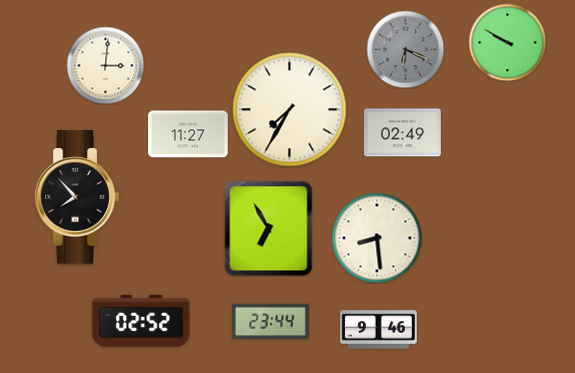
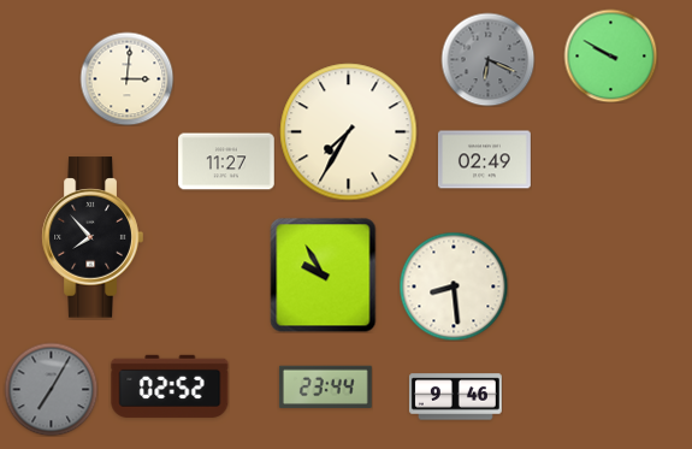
clock at (507, 42) position: (507, 42) -> (610, 55)
clock at (269, 228): 6:55 -> 9:55
clock at (51, 389): none -> 7:05
